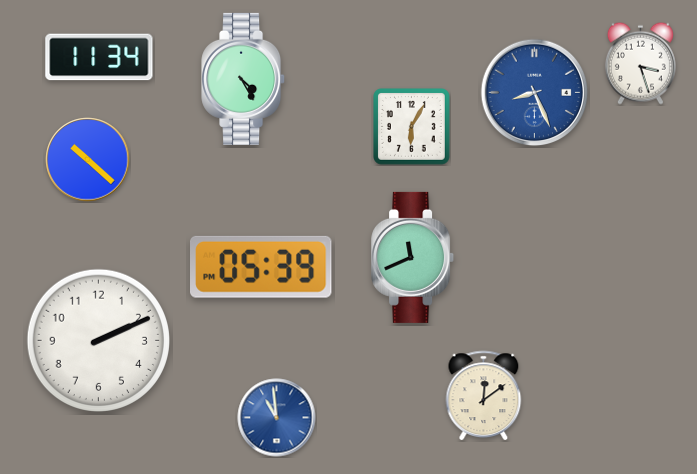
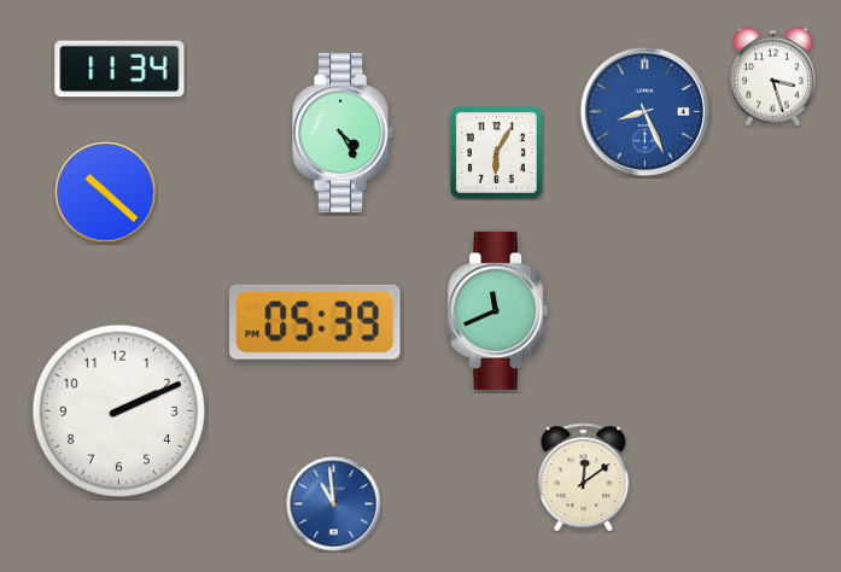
clock at (244, 79) position: (244, 79) -> (344, 133)
